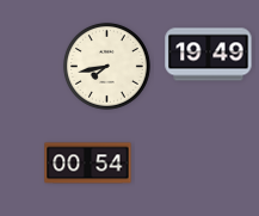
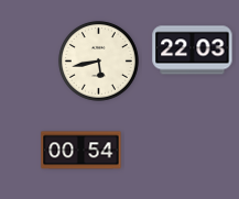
clock at (209, 55): 19:49 -> 22:03
clock at (106, 66): 7:43 -> 5:43
